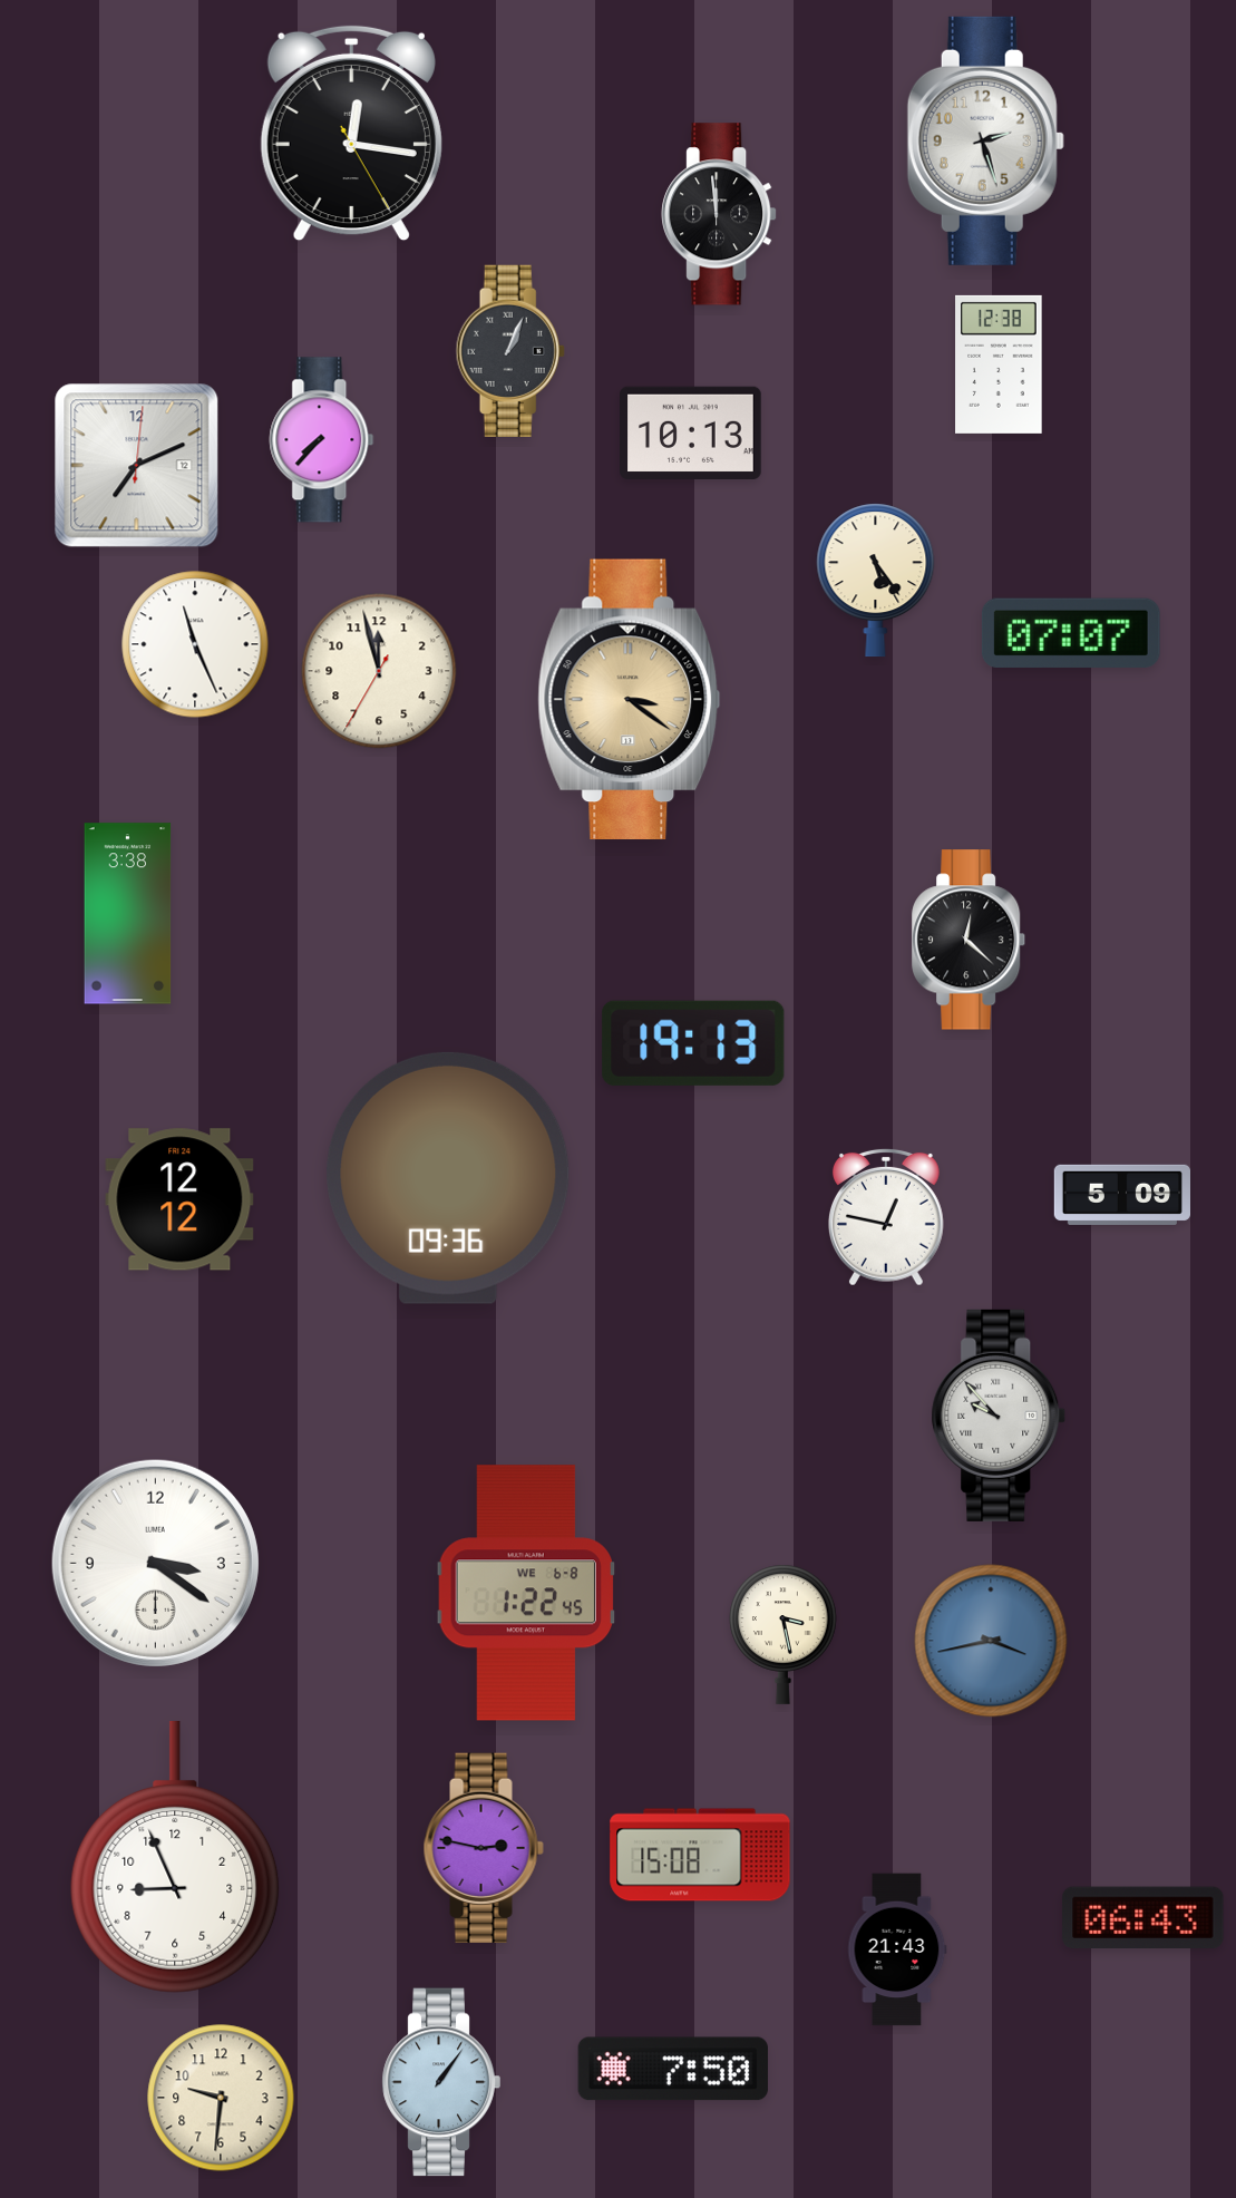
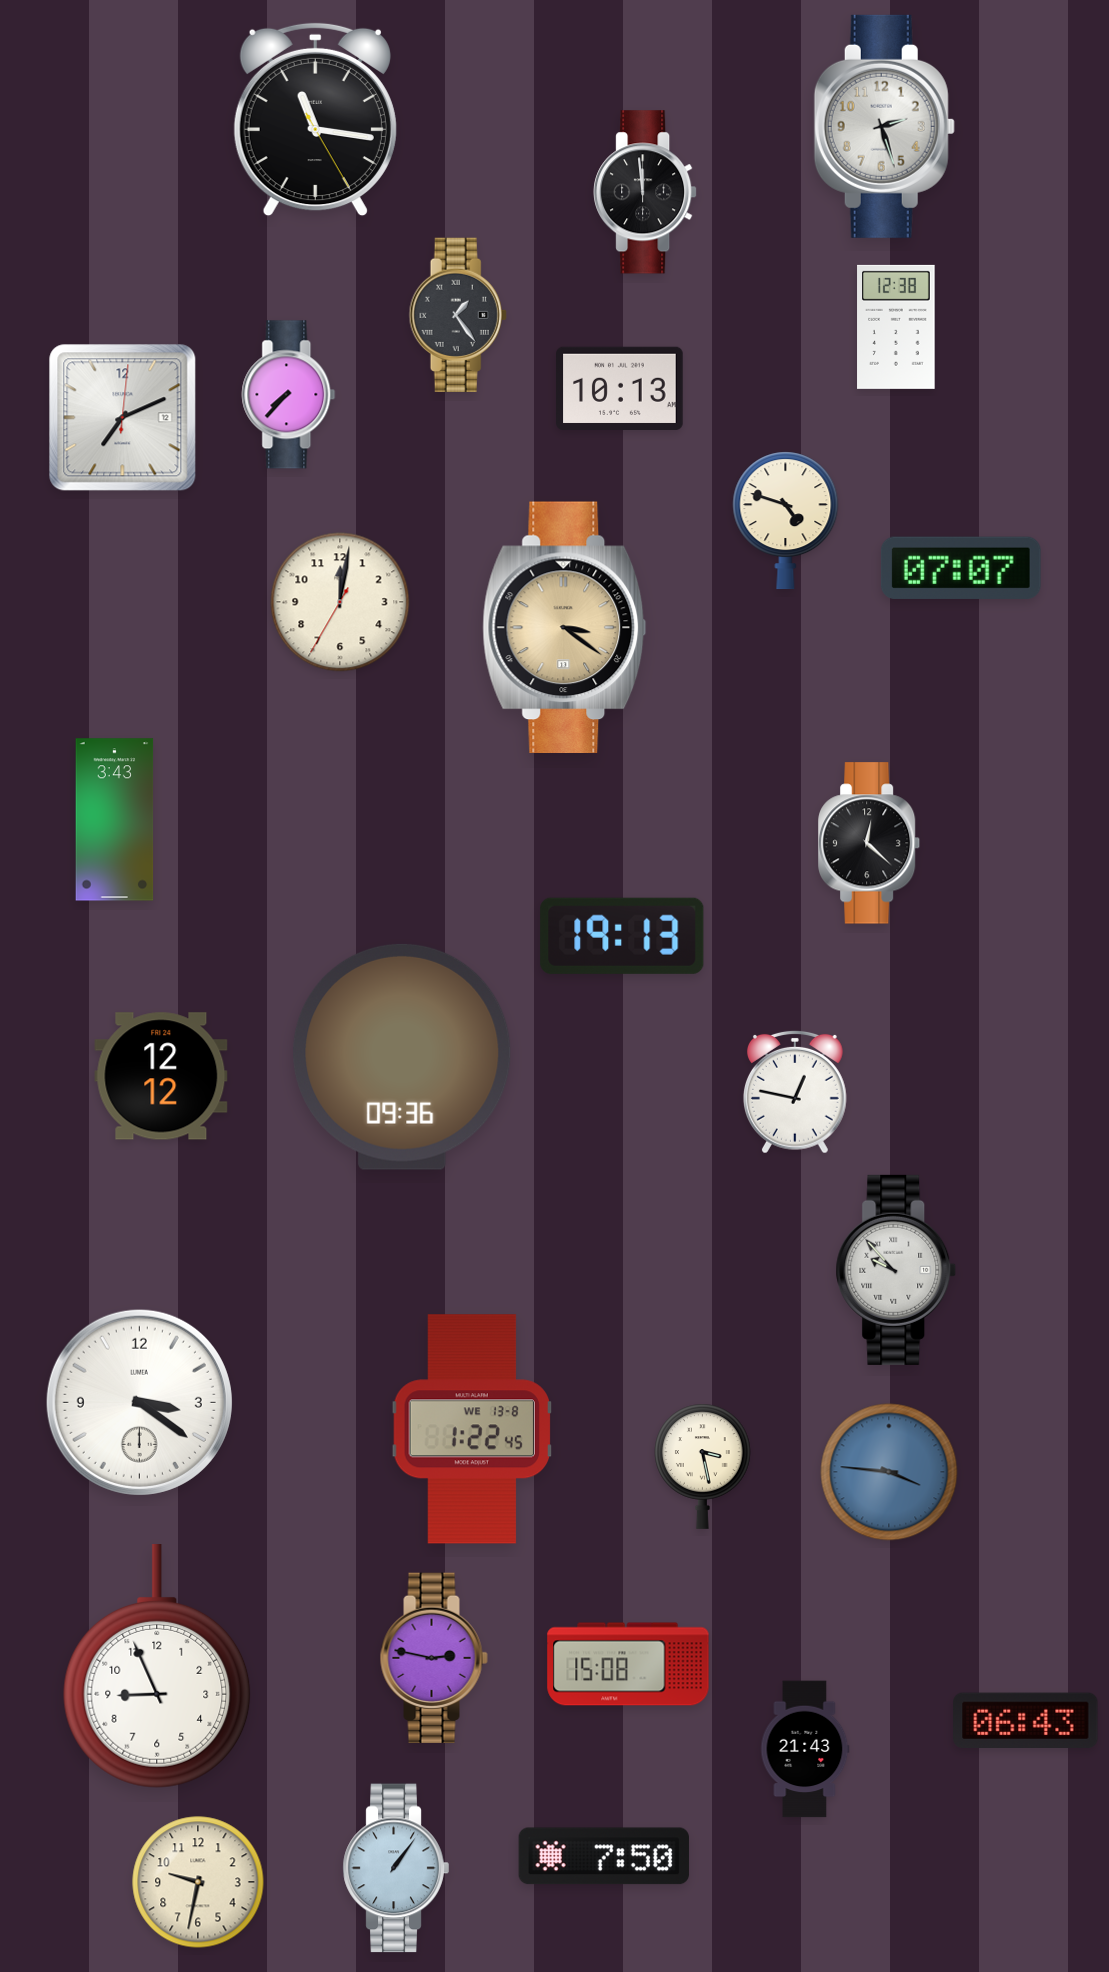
clock at (351, 134): 12:16 -> 11:16
clock at (510, 350): 1:04 -> 1:24
clock at (876, 581): 5:24 -> 4:48
clock at (195, 644): 11:26 -> none
clock at (379, 671): 11:57 -> 12:01
clock at (128, 914): 3:38 -> 3:43
clock at (1121, 1194): 5:09 -> none
clock at (525, 1593) date: WE 6-8 -> WE 13-8
clock at (991, 1641): 3:43 -> 3:46
clock at (221, 2098): 9:31 -> 9:32
